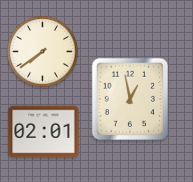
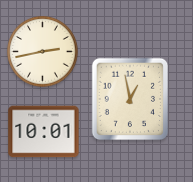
clock at (43, 52): 7:39 -> 2:43
clock at (44, 132): 02:01 -> 10:01
